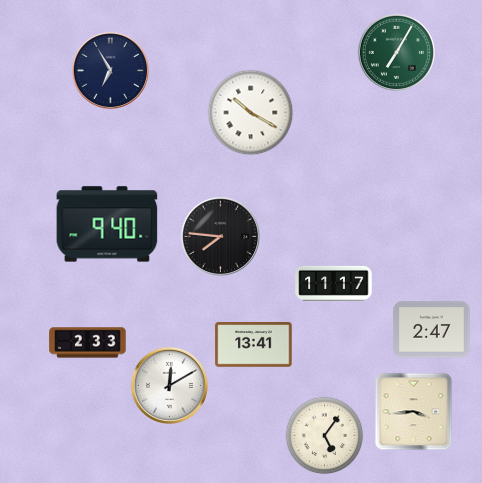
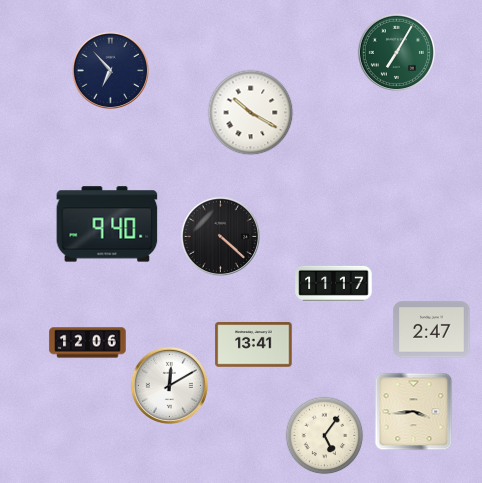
clock at (110, 70): 6:55 -> 6:53
clock at (220, 236): 7:46 -> 4:22
clock at (88, 343): 2:33 -> 12:06
